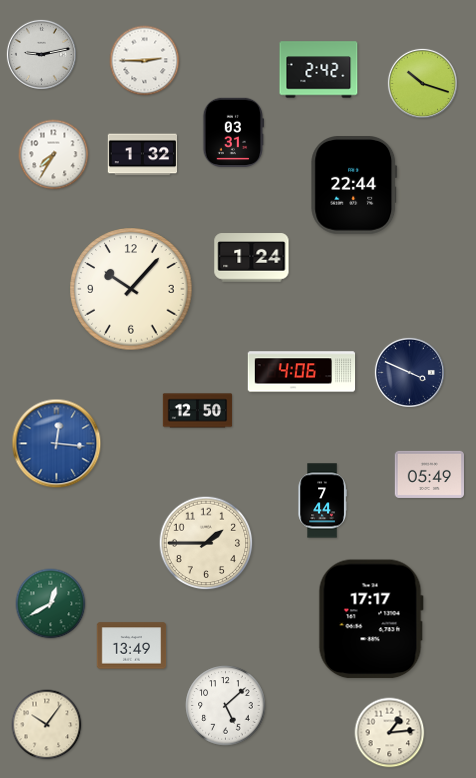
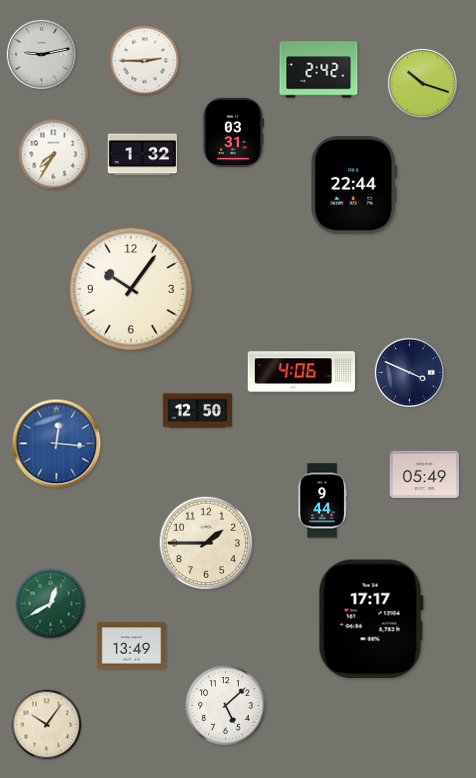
clock at (252, 258): 1:24 -> none
clock at (131, 289): 10:07 -> 10:06
clock at (429, 474) position: (429, 474) -> (424, 474)
clock at (322, 501): 7:44 -> 9:44
clock at (390, 733): 1:14 -> none
